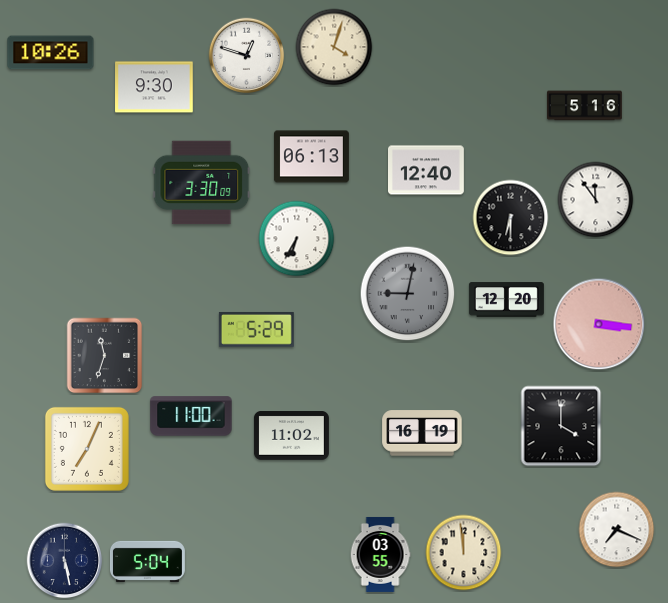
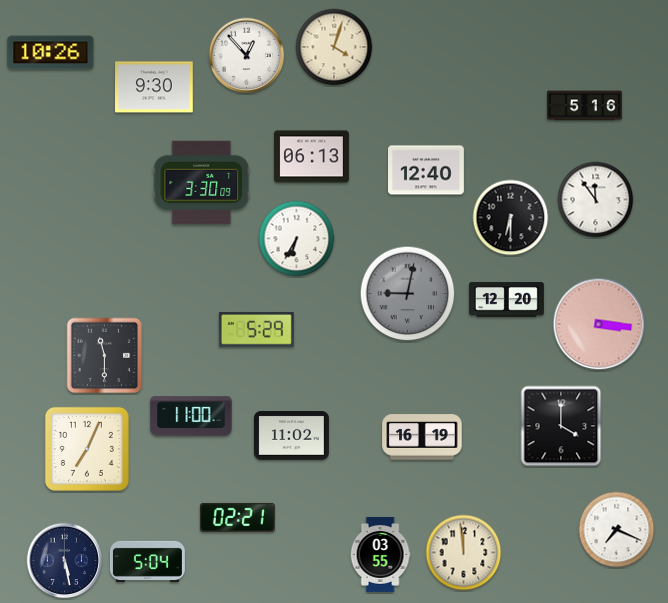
clock at (247, 56): 12:48 -> 12:53
clock at (105, 356): 11:33 -> 11:30
clock at (422, 433) position: (422, 433) -> (422, 437)
clock at (237, 517): none -> 02:21
